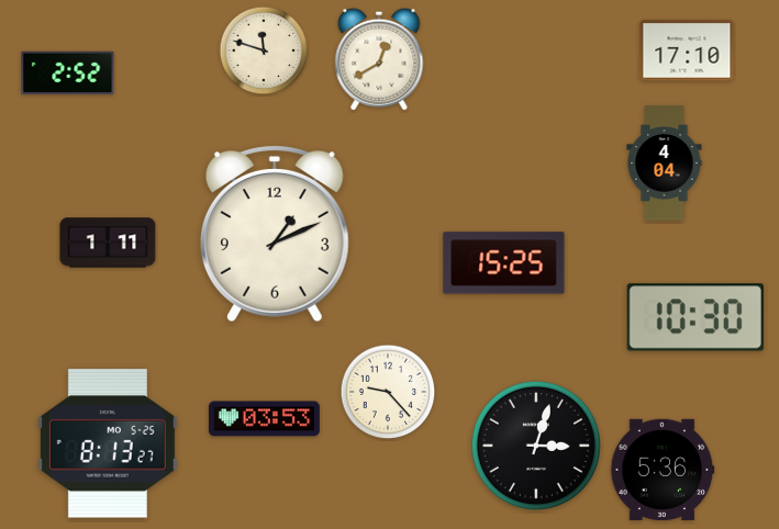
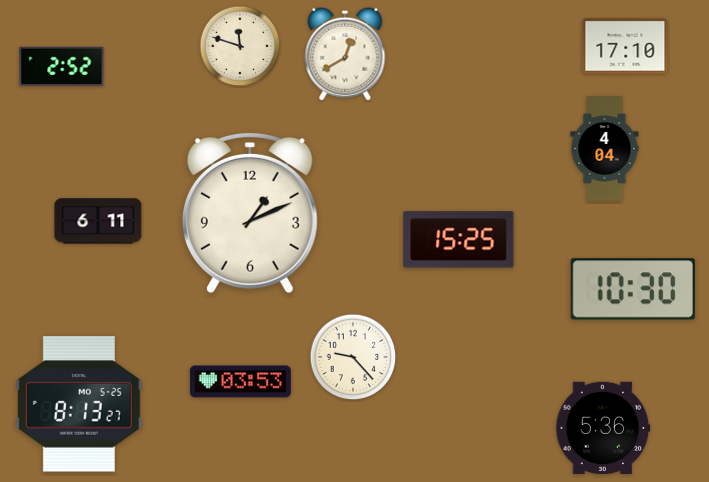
clock at (108, 243): 1:11 -> 6:11
clock at (108, 443) position: (108, 443) -> (79, 404)
clock at (536, 446): 3:03 -> none
